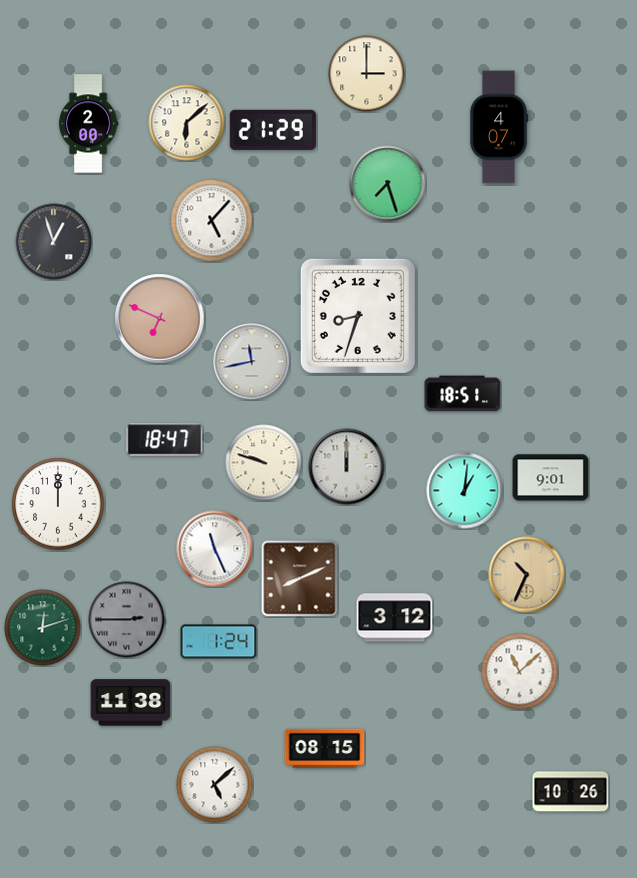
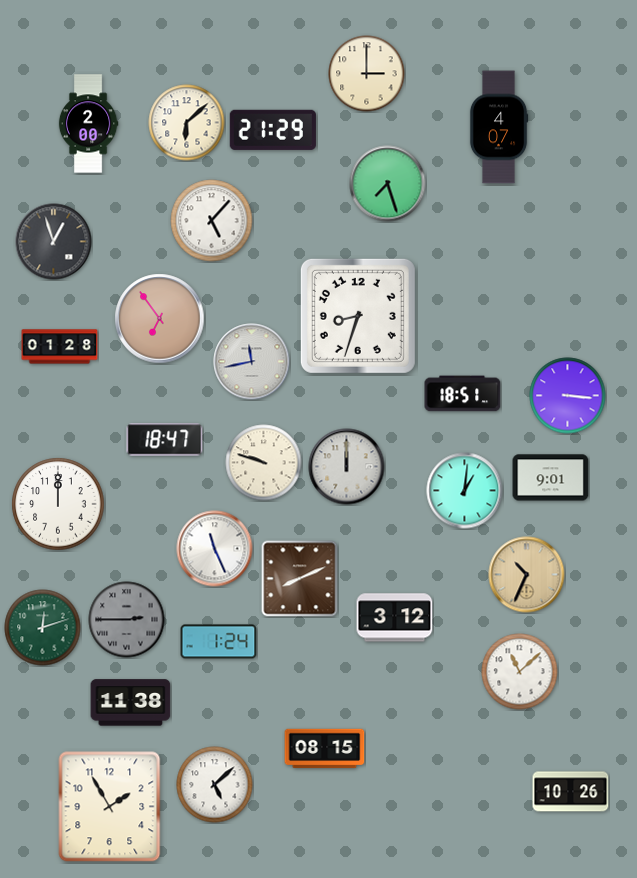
clock at (160, 319): 6:49 -> 6:54
clock at (60, 347): none -> 01:28
clock at (568, 396): none -> 3:16
clock at (110, 807): none -> 1:55
